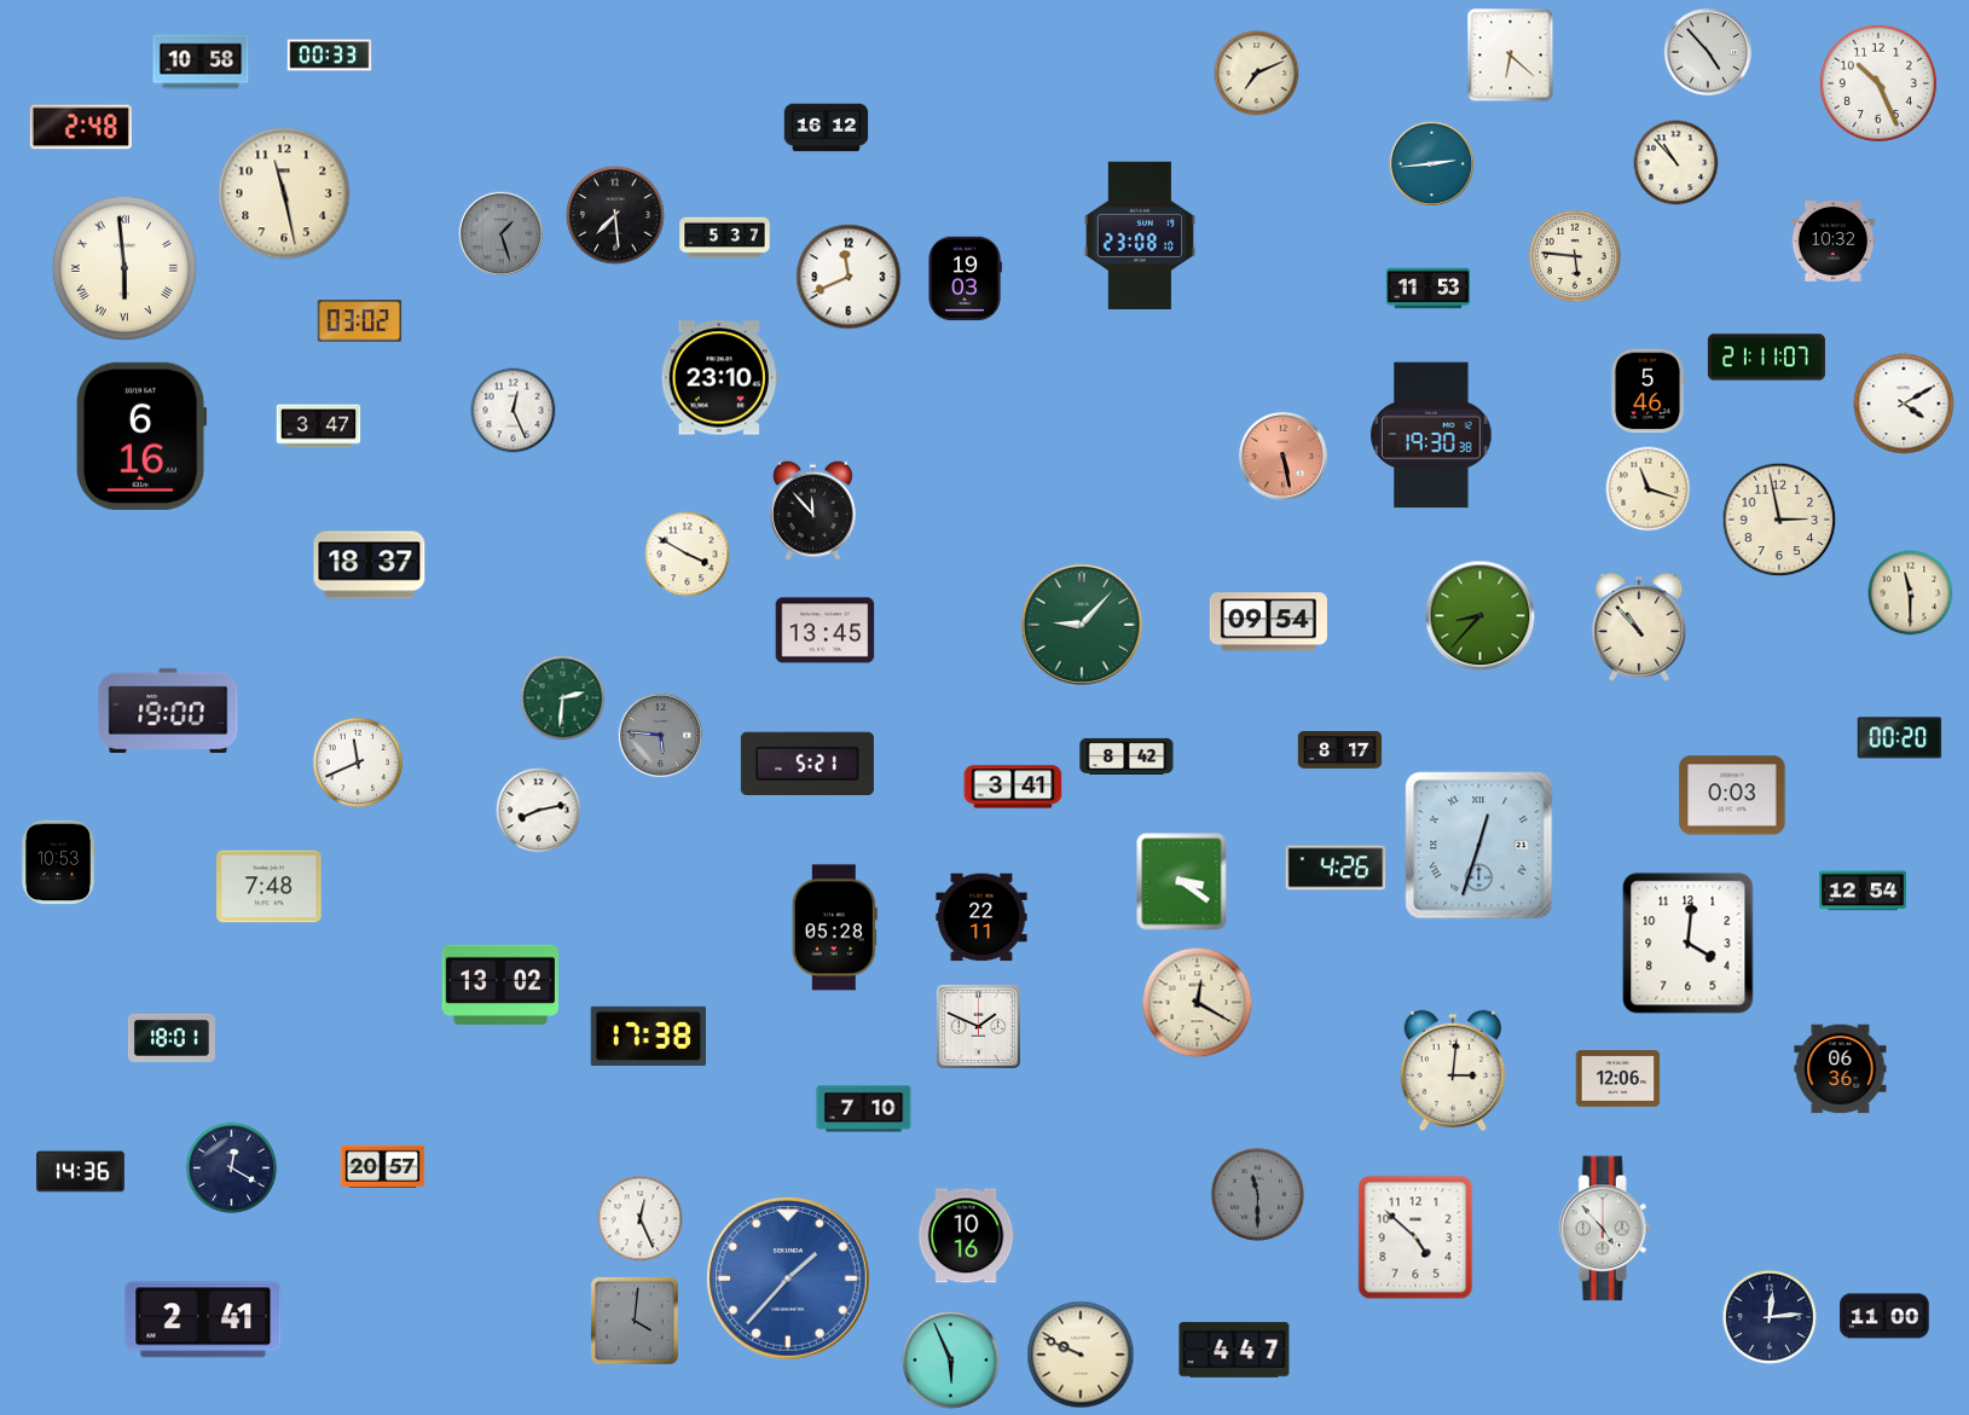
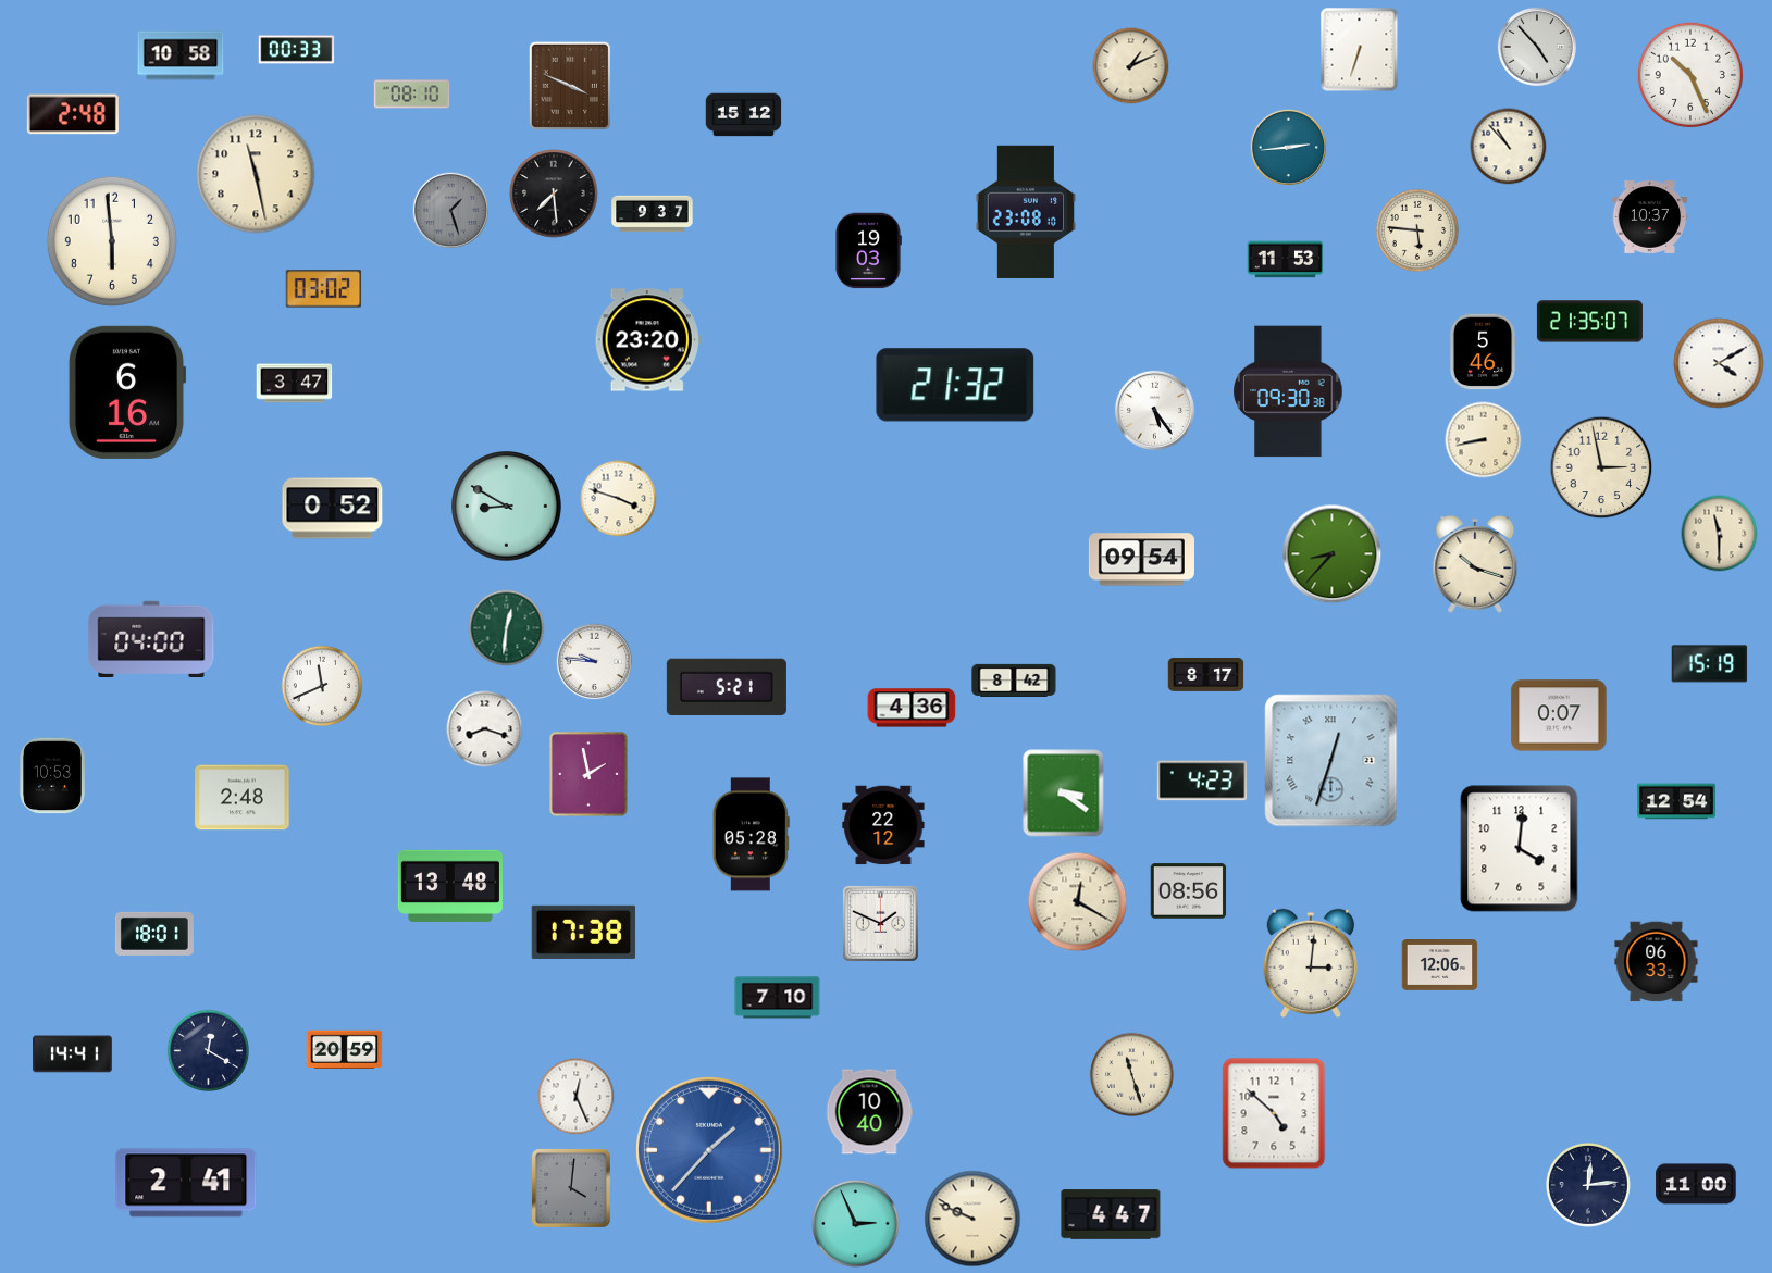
clock at (1511, 56): 6:22 -> 6:33
clock at (1257, 74): 7:11 -> 1:11
clock at (570, 86): none -> 3:49
clock at (412, 95): none -> 08:10
clock at (827, 128): 16:12 -> 15:12
clock at (725, 238): 5:37 -> 9:37
clock at (1834, 242): 10:32 -> 10:37
clock at (124, 268) numerals: Roman -> Arabic
clock at (849, 277): 11:41 -> none
clock at (1766, 358): 21:11 -> 21:35
clock at (719, 378): 23:10 -> 23:20
clock at (1904, 404) position: (1904, 404) -> (1719, 363)
clock at (514, 411): 12:26 -> none
clock at (319, 427) position: (319, 427) -> (295, 384)
clock at (955, 385): none -> 21:32
clock at (1431, 435): 19:30 -> 09:30
clock at (1282, 456): 5:28 -> 5:24
clock at (1282, 456) dial: salmon -> white
clock at (1649, 489): 11:18 -> 8:43
clock at (813, 510): 11:53 -> none
clock at (688, 555): 3:50 -> 3:48
clock at (507, 507): none -> 8:50
clock at (370, 566): 18:37 -> 0:52
clock at (1082, 625): 9:07 -> none
clock at (1639, 627): 10:53 -> 10:18
clock at (826, 631): 13:45 -> none
clock at (563, 698): 2:31 -> 12:31
clock at (168, 709): 19:00 -> 04:00
clock at (661, 736): 5:46 -> 9:46
clock at (661, 736) dial: grey -> white
clock at (1900, 738): 00:20 -> 15:19
clock at (1013, 787): 3:41 -> 4:36
clock at (1732, 795): 0:03 -> 0:07
clock at (539, 811): 8:13 -> 8:18
clock at (590, 775): none -> 1:58
clock at (1336, 868): 4:26 -> 4:23
clock at (270, 887): 7:48 -> 2:48
clock at (981, 917): 22:11 -> 22:12
clock at (500, 985): 13:02 -> 13:48
clock at (1189, 891): none -> 08:56
clock at (1841, 1069): 06:36 -> 06:33
clock at (1453, 1071) position: (1453, 1071) -> (1311, 963)
clock at (1618, 1079) position: (1618, 1079) -> (1440, 965)
clock at (383, 1166): 20:57 -> 20:59
clock at (81, 1172): 14:36 -> 14:41
clock at (1257, 1194): 11:30 -> 11:27
clock at (1257, 1194) dial: grey -> cream
clock at (1604, 1229): 4:53 -> none
clock at (966, 1236): 10:16 -> 10:40
clock at (1770, 1317) position: (1770, 1317) -> (1588, 1185)
clock at (203, 1320) position: (203, 1320) -> (186, 1183)
clock at (951, 1361): 5:56 -> 2:56
